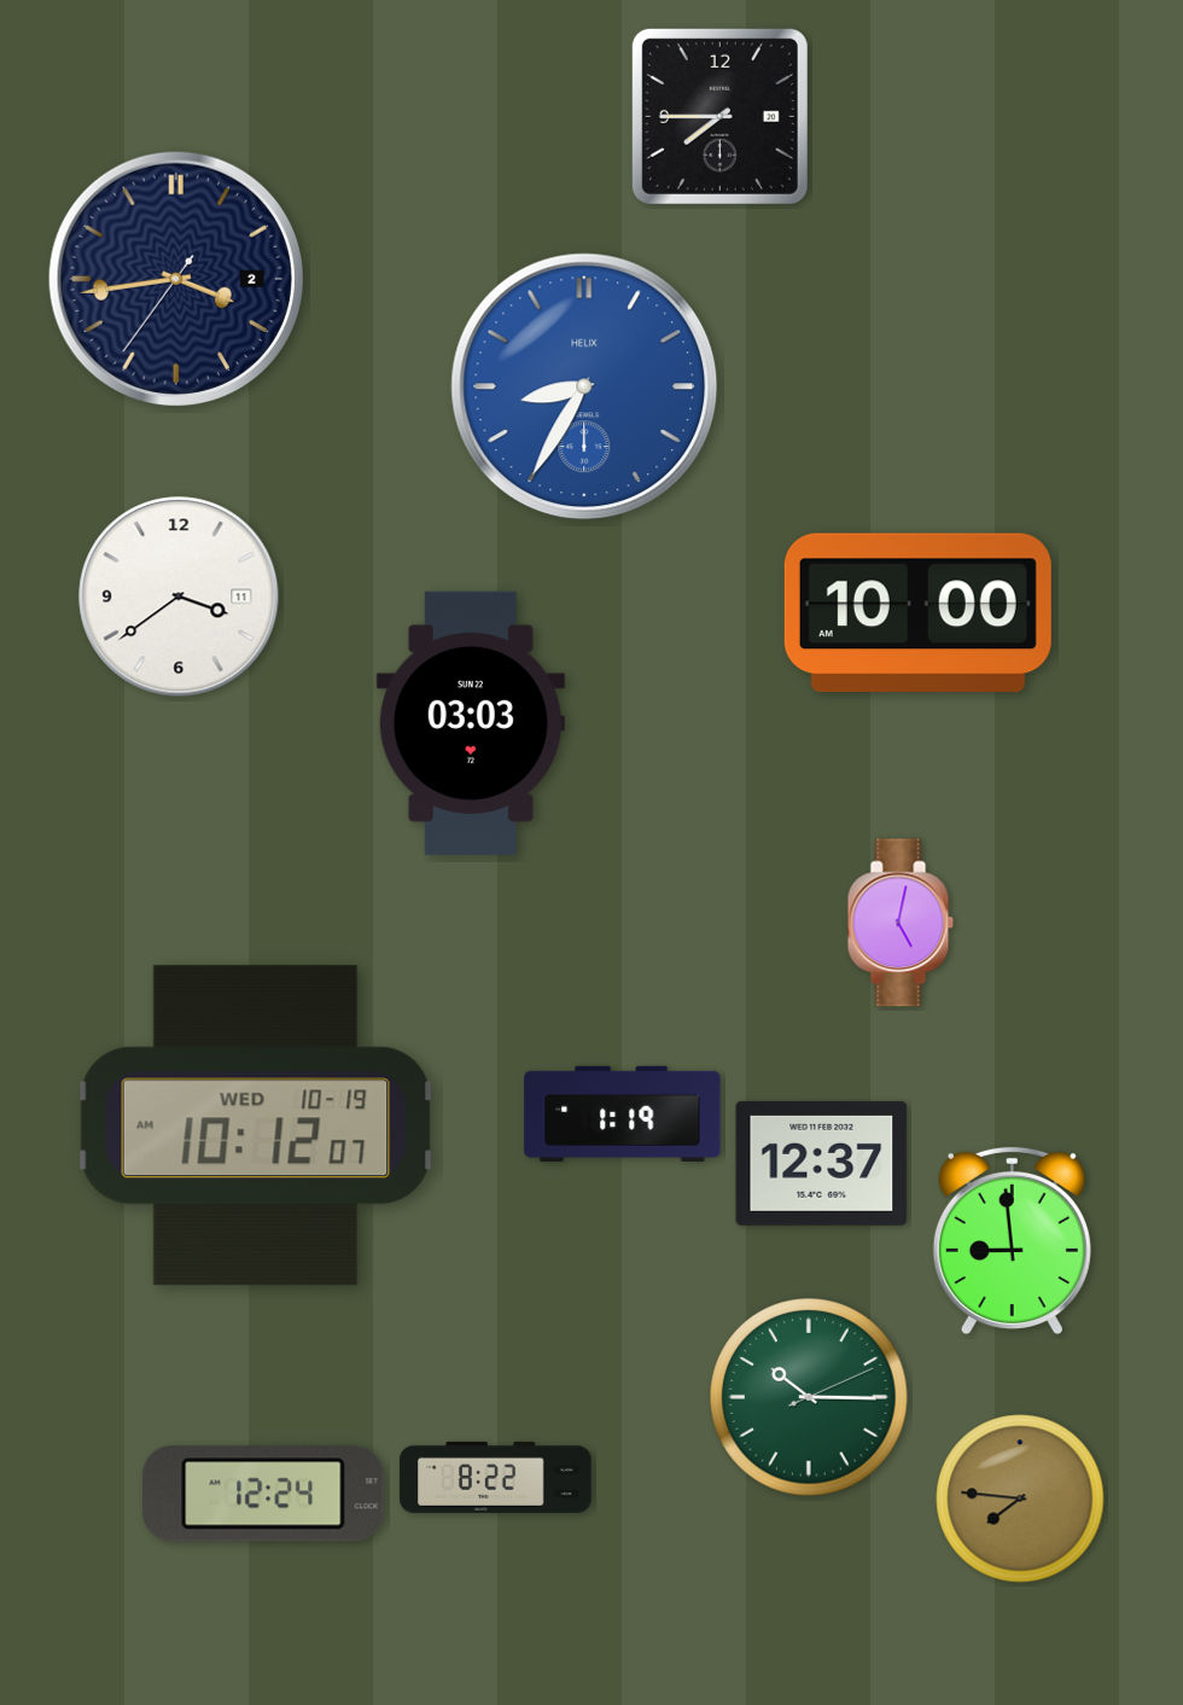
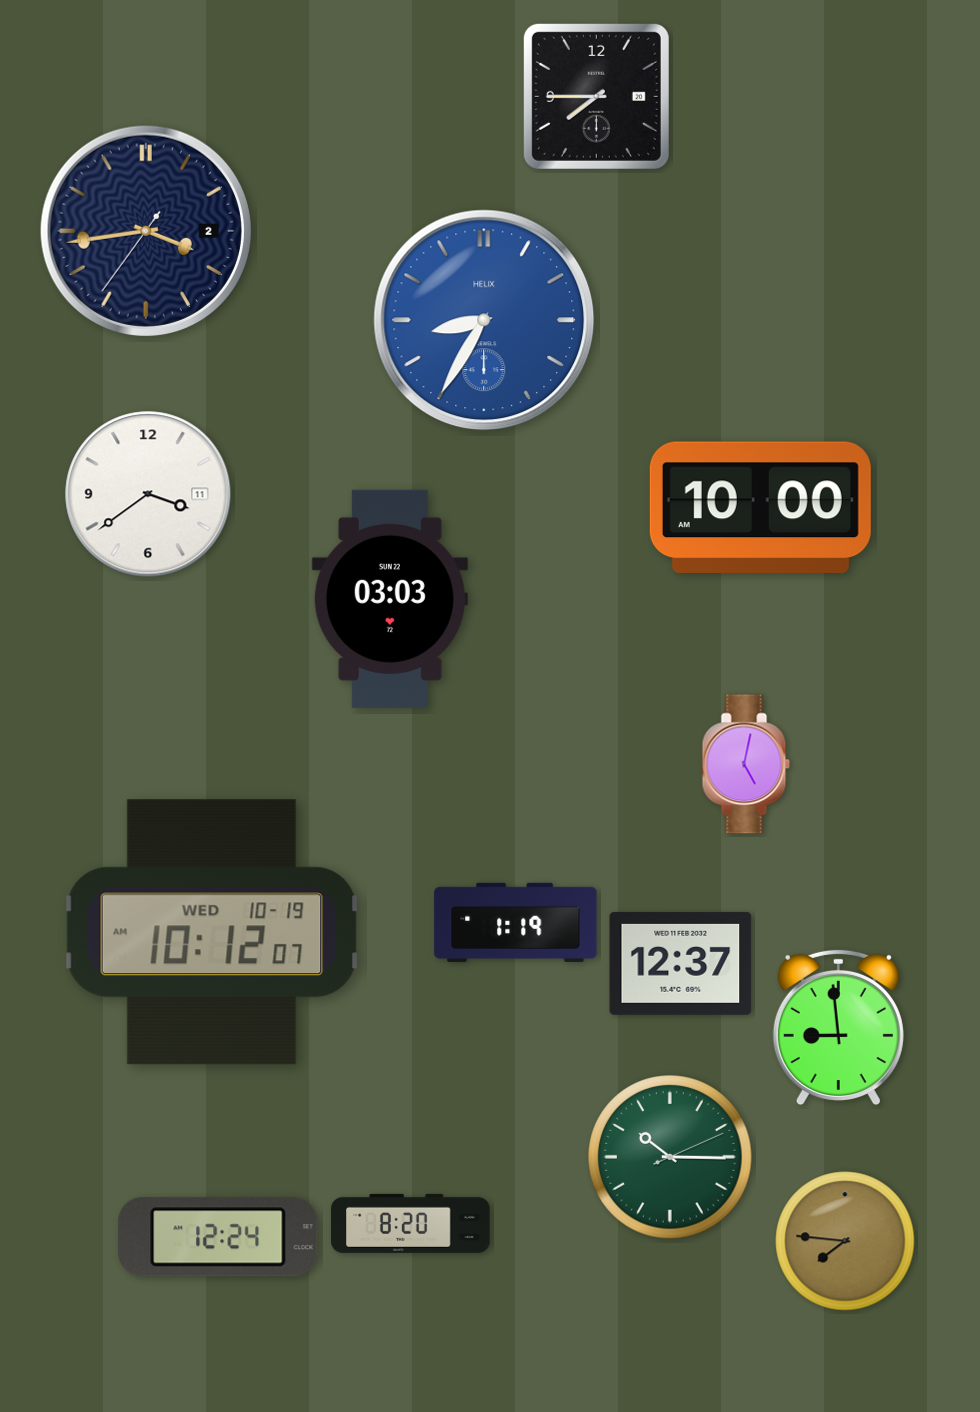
clock at (496, 1477): 8:22 -> 8:20
